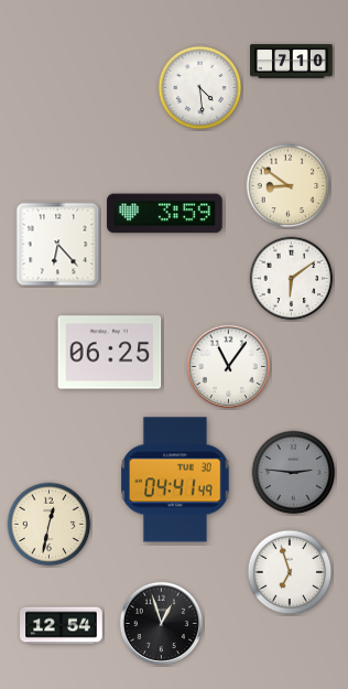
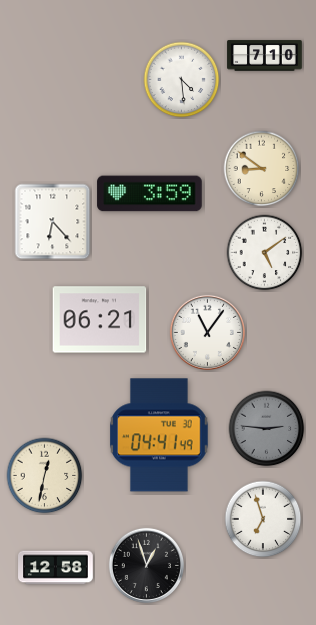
clock at (292, 279): 6:09 -> 5:09
clock at (110, 353): 06:25 -> 06:21
clock at (62, 626): 12:54 -> 12:58
